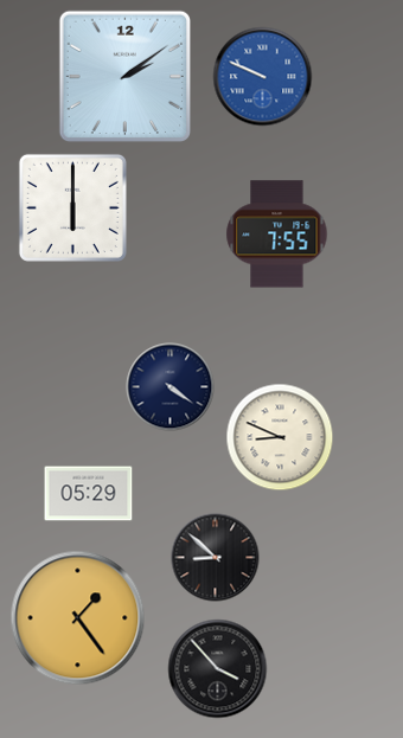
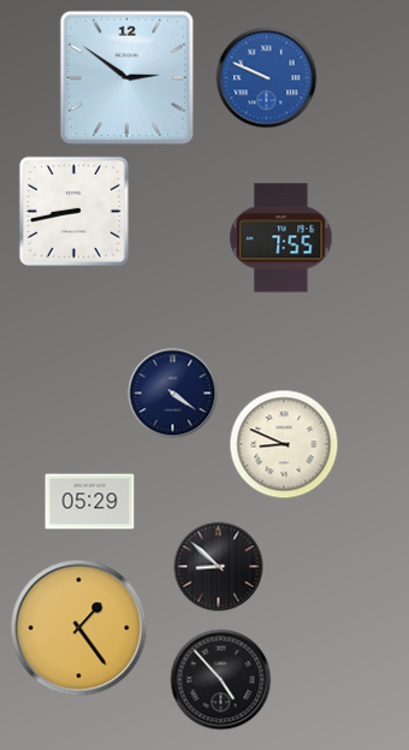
clock at (124, 76): 2:09 -> 2:51
clock at (72, 207): 6:00 -> 8:43
clock at (218, 669): 3:53 -> 4:53
